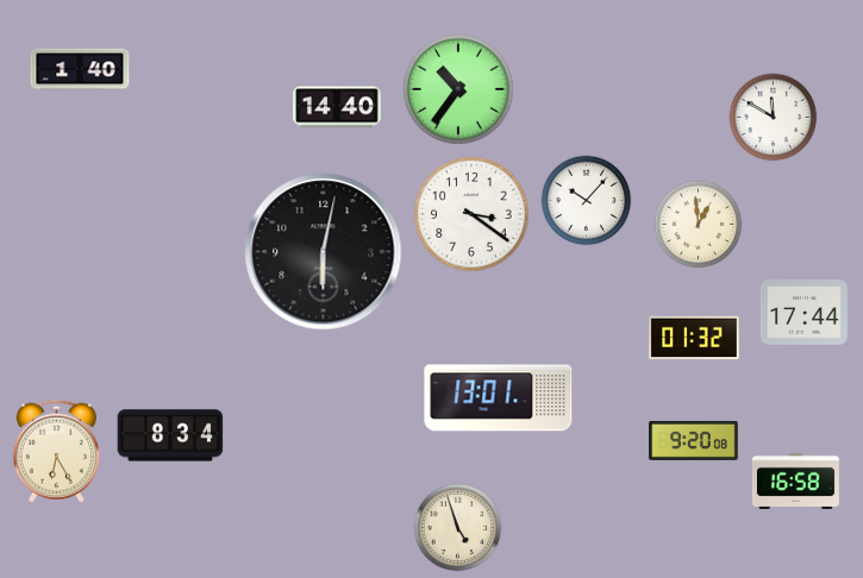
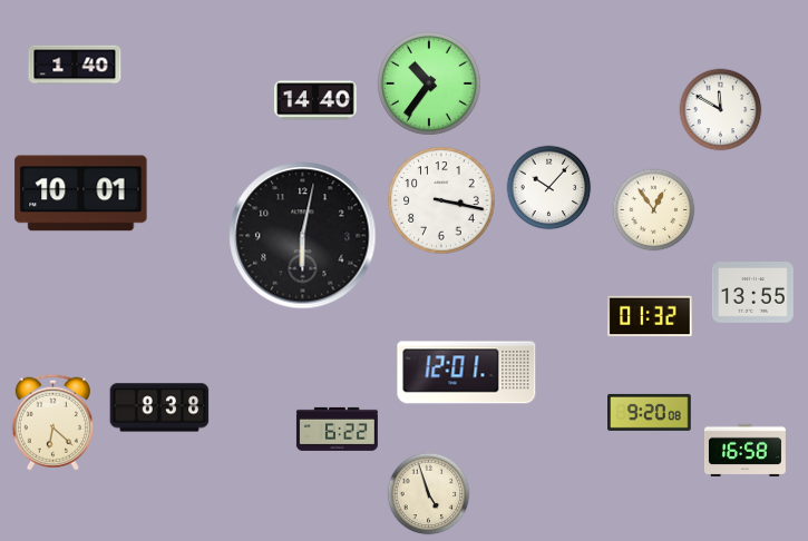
clock at (774, 118) position: (774, 118) -> (721, 110)
clock at (81, 194): none -> 10:01
clock at (471, 214): 3:21 -> 3:17
clock at (699, 225): 12:59 -> 12:54
clock at (803, 313): 17:44 -> 13:55
clock at (499, 398): 13:01 -> 12:01
clock at (170, 435): 8:34 -> 8:38
clock at (56, 451): 6:25 -> 6:22
clock at (337, 429): none -> 6:22
